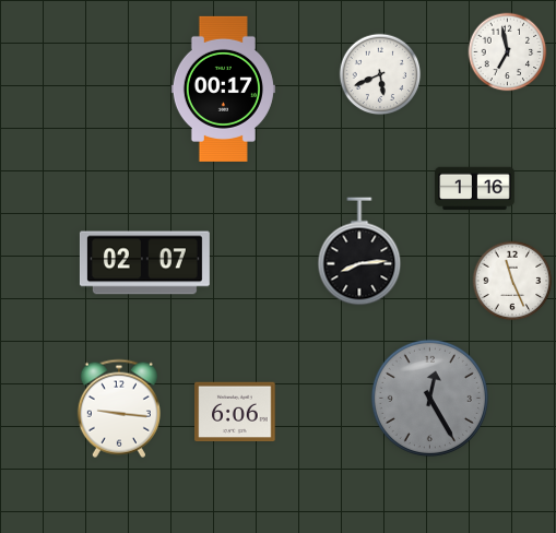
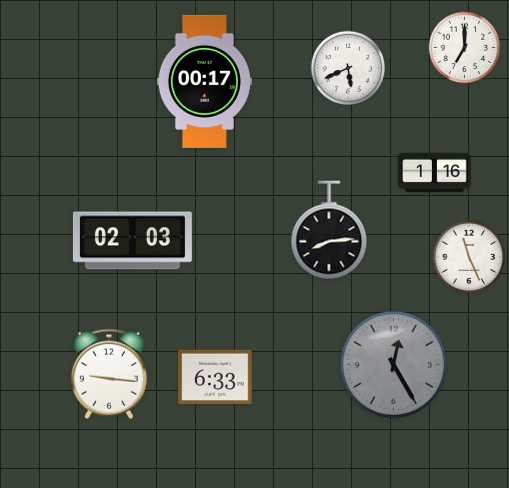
clock at (508, 52): 6:58 -> 7:00
clock at (144, 263): 02:07 -> 02:03
clock at (235, 412): 6:06 -> 6:33
